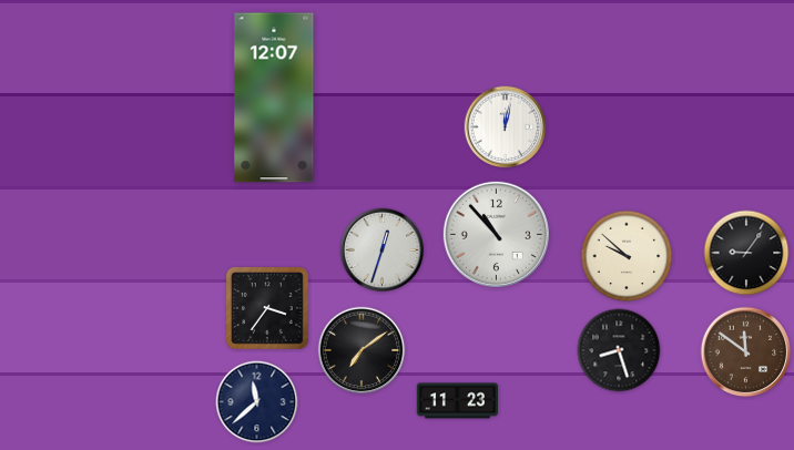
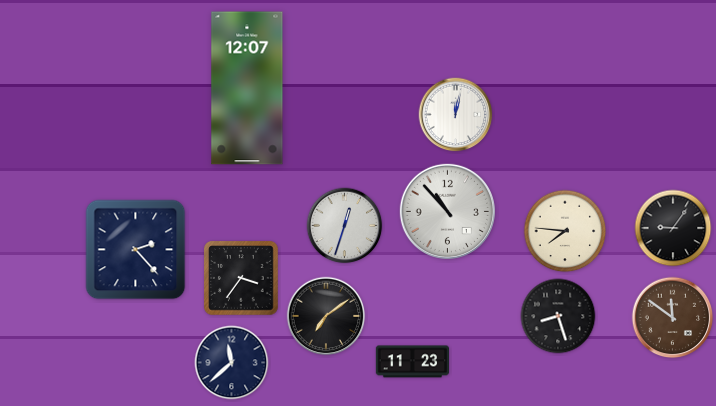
clock at (627, 256): 9:52 -> 7:46
clock at (136, 250): none -> 2:23
